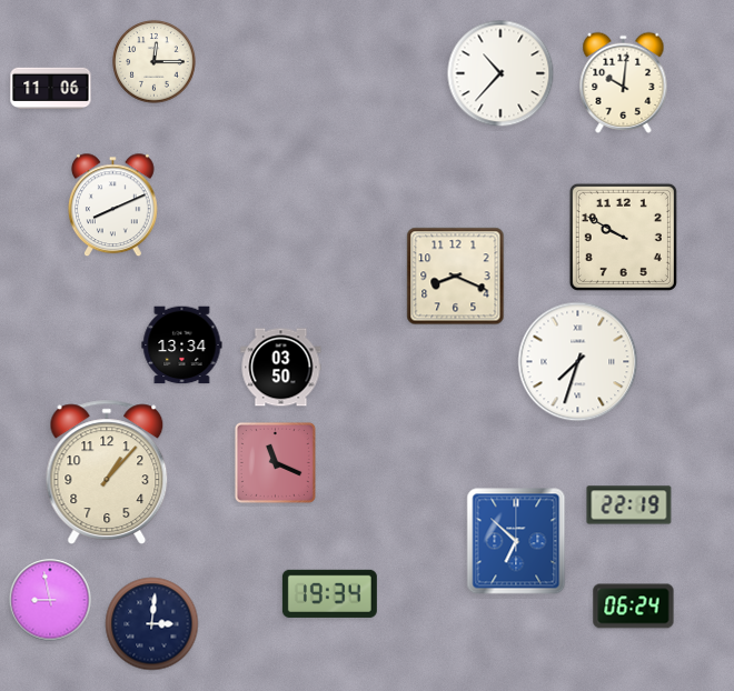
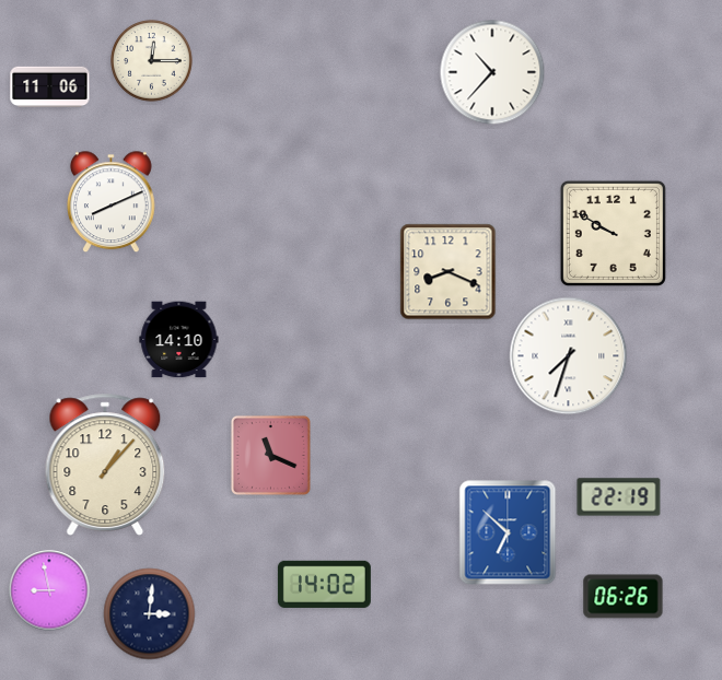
clock at (624, 82): 10:01 -> none
clock at (182, 345): 13:34 -> 14:10
clock at (281, 368): 03:50 -> none
clock at (329, 593): 19:34 -> 14:02
clock at (634, 607): 06:24 -> 06:26
